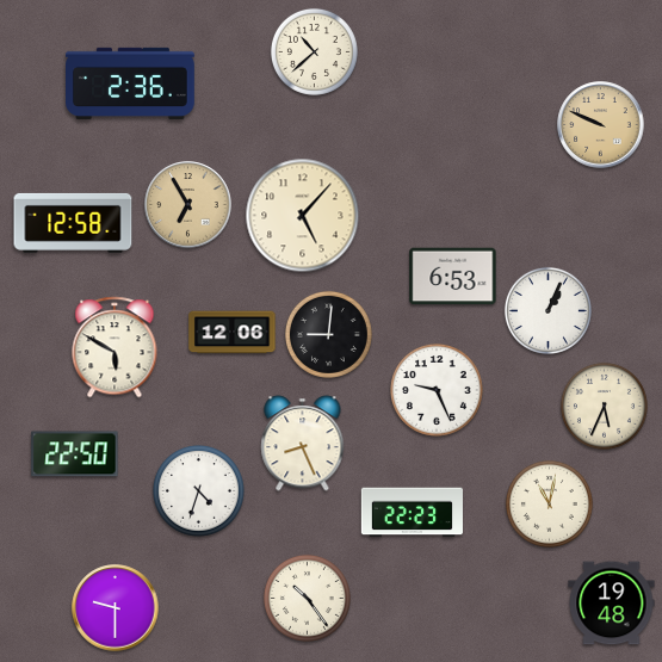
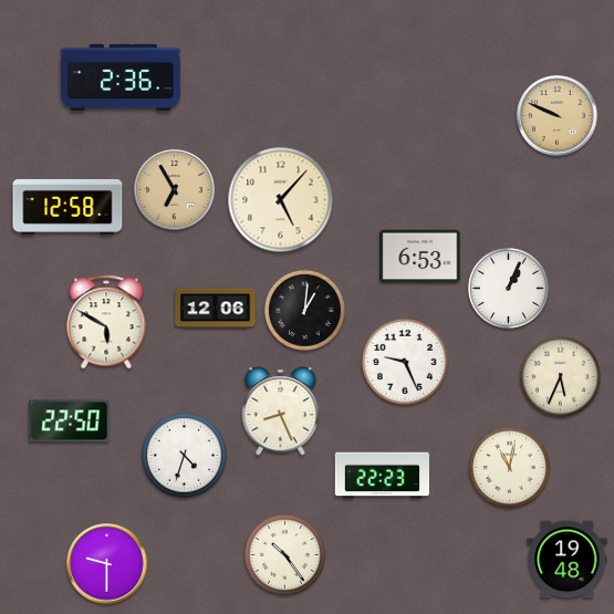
clock at (314, 51): 10:38 -> none
clock at (328, 334): 9:01 -> 1:01
